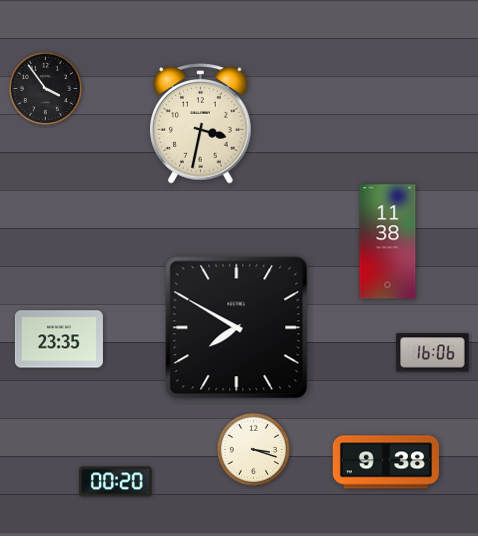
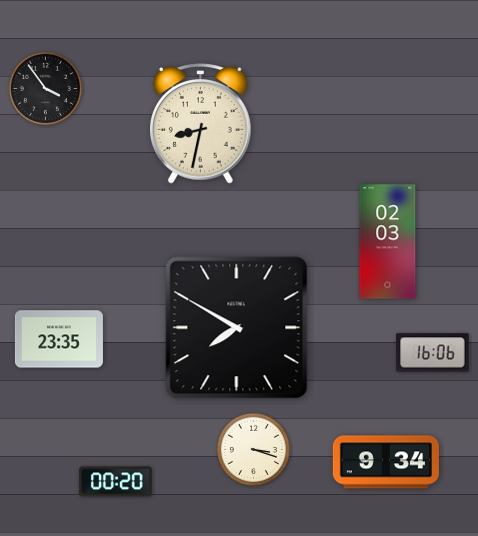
clock at (201, 124): 3:32 -> 8:32
clock at (388, 242): 11:38 -> 02:03
clock at (386, 462): 9:38 -> 9:34
